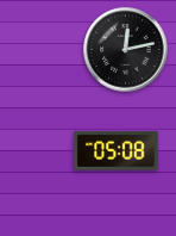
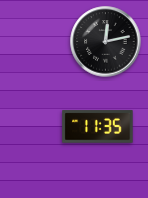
clock at (117, 151): 05:08 -> 11:35
